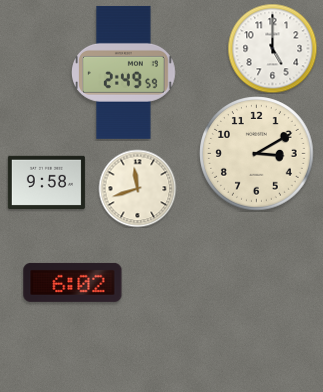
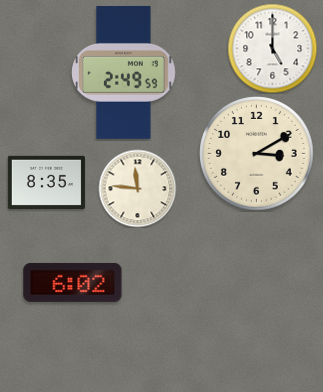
clock at (46, 182): 9:58 -> 8:35
clock at (137, 188): 11:42 -> 11:46
